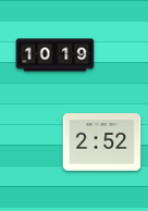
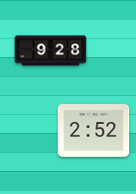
clock at (55, 55): 10:19 -> 9:28
